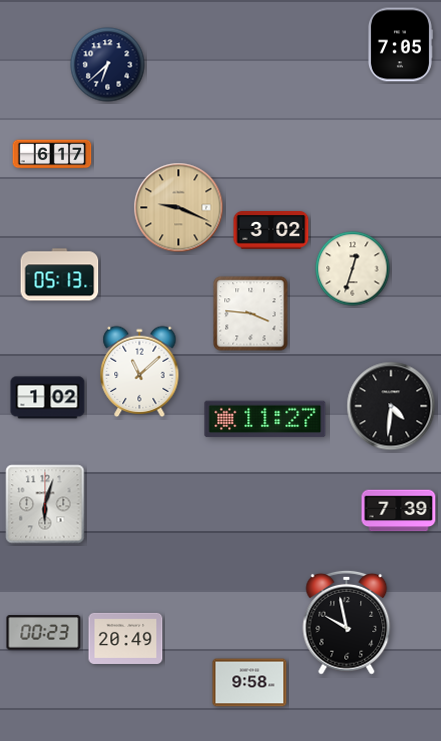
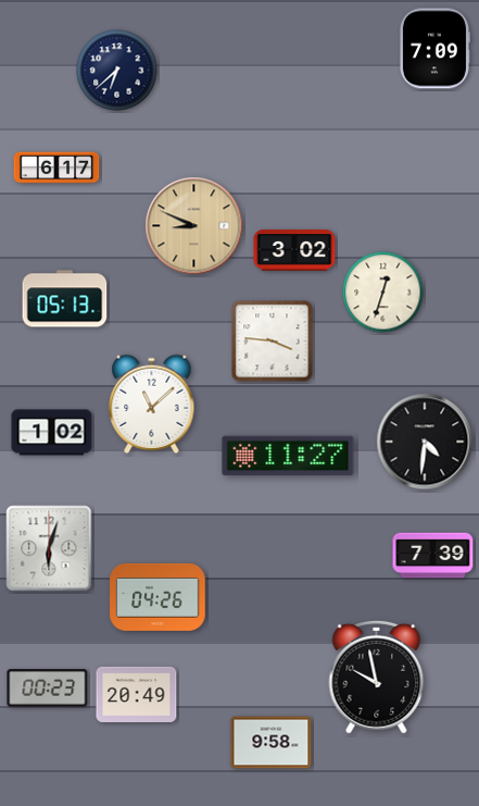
clock at (400, 45): 7:05 -> 7:09
clock at (179, 208): 9:19 -> 8:49
clock at (157, 597): none -> 04:26
